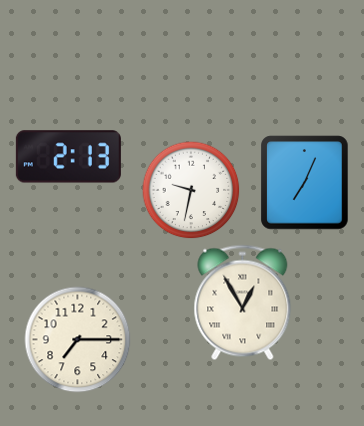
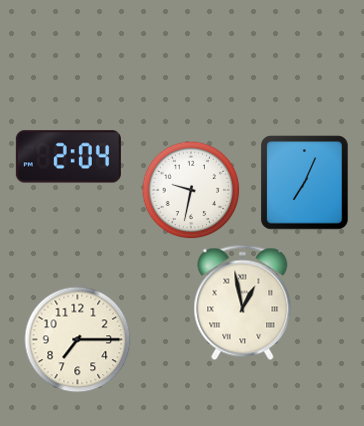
clock at (68, 157): 2:13 -> 2:04
clock at (243, 303): 12:55 -> 12:58
